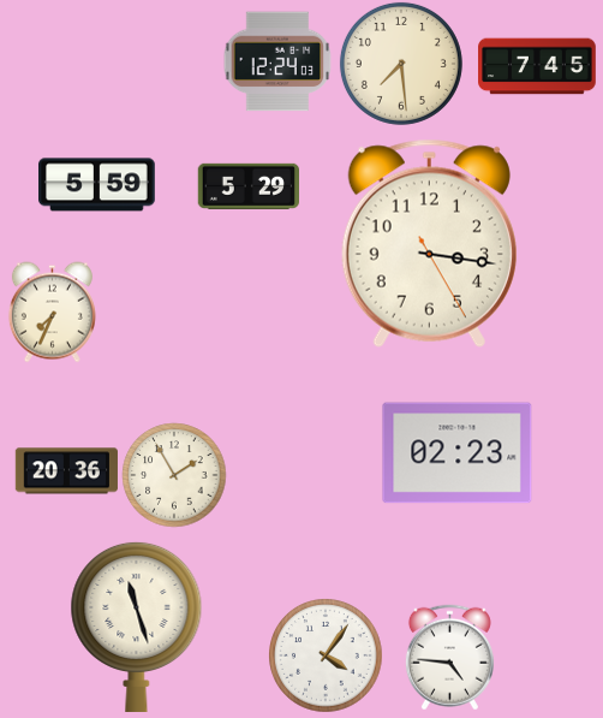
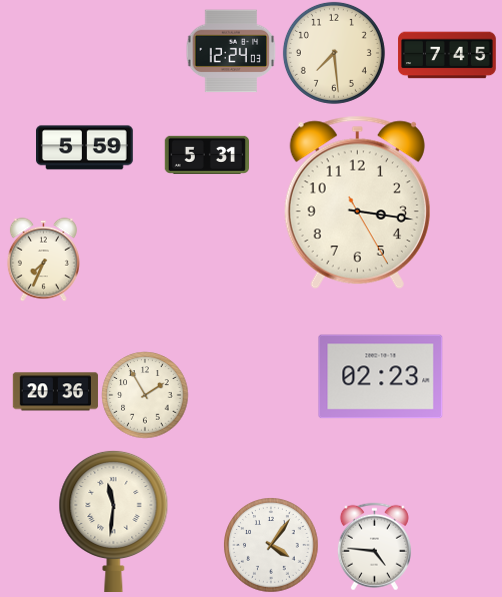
clock at (97, 185) position: (97, 185) -> (85, 148)
clock at (247, 186): 5:29 -> 5:31
clock at (137, 625): 11:27 -> 11:31
